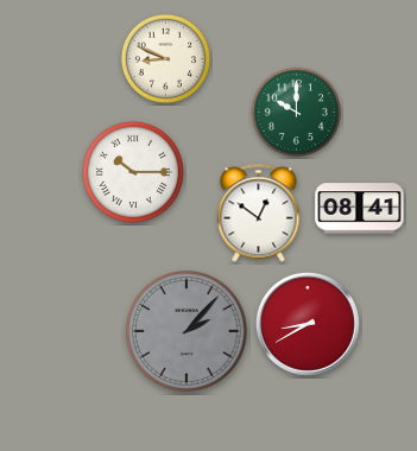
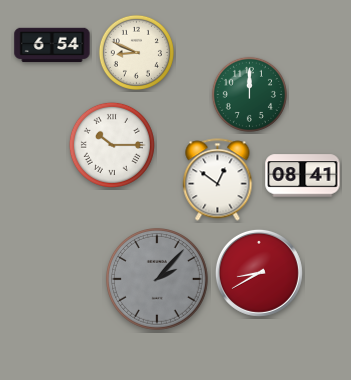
clock at (52, 45): none -> 6:54
clock at (165, 58) position: (165, 58) -> (136, 52)
clock at (296, 112): 10:00 -> 12:00
